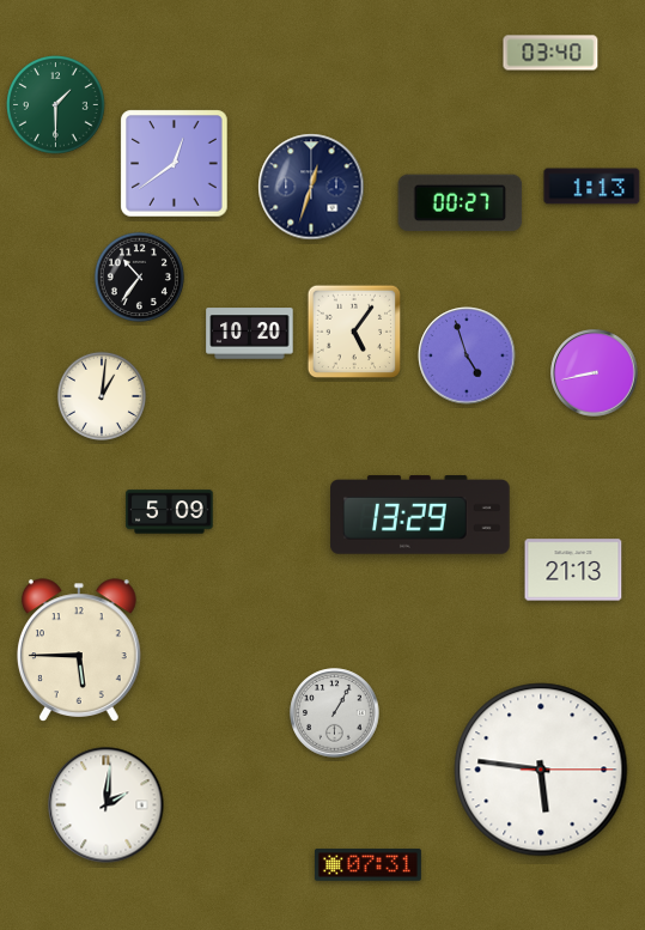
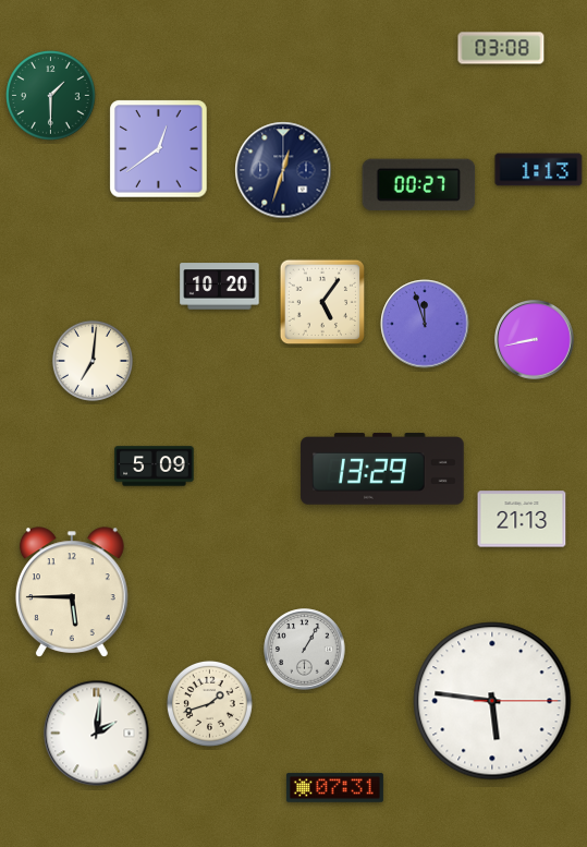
clock at (550, 53): 03:40 -> 03:08
clock at (139, 276): 10:36 -> none
clock at (250, 334) position: (250, 334) -> (220, 287)
clock at (467, 355): 4:57 -> 11:57
clock at (595, 373) position: (595, 373) -> (535, 340)
clock at (102, 396): 1:01 -> 7:01
clock at (209, 703): none -> 1:42
